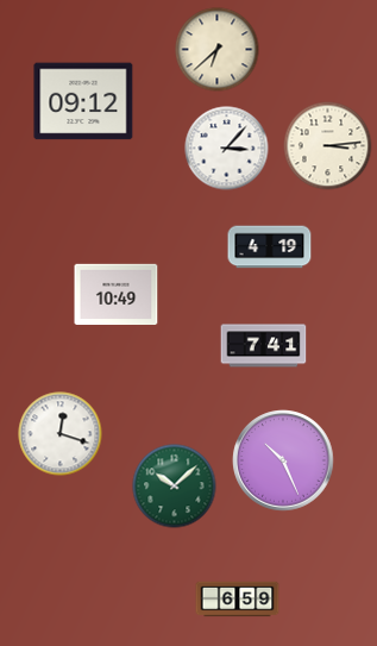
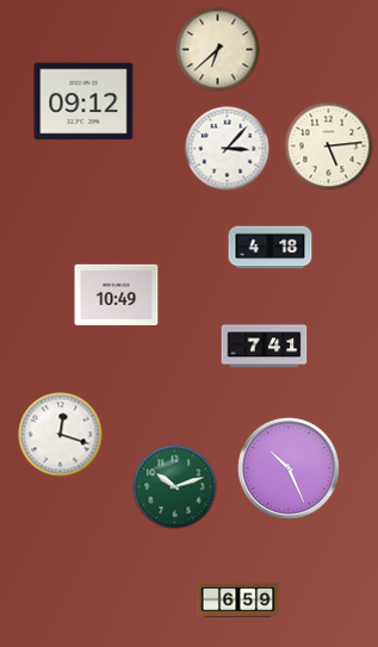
clock at (328, 146): 3:14 -> 5:14
clock at (270, 247): 4:19 -> 4:18
clock at (283, 460) position: (283, 460) -> (289, 468)
clock at (175, 487): 10:08 -> 10:12
